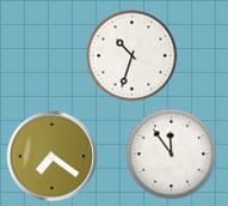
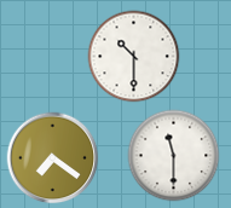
clock at (133, 56): 10:33 -> 10:30
clock at (172, 154): 11:54 -> 11:30
